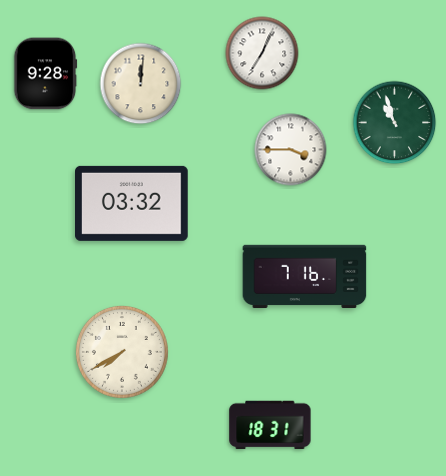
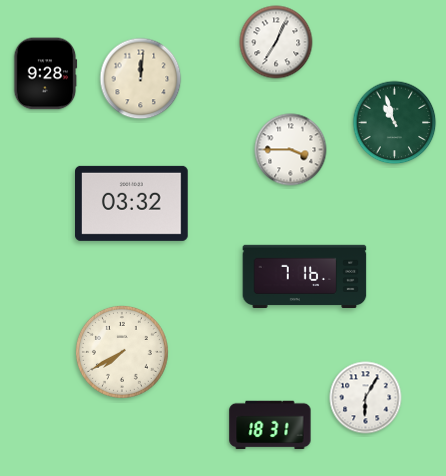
clock at (262, 53) position: (262, 53) -> (276, 42)
clock at (141, 84) position: (141, 84) -> (141, 79)
clock at (366, 398): none -> 6:05
